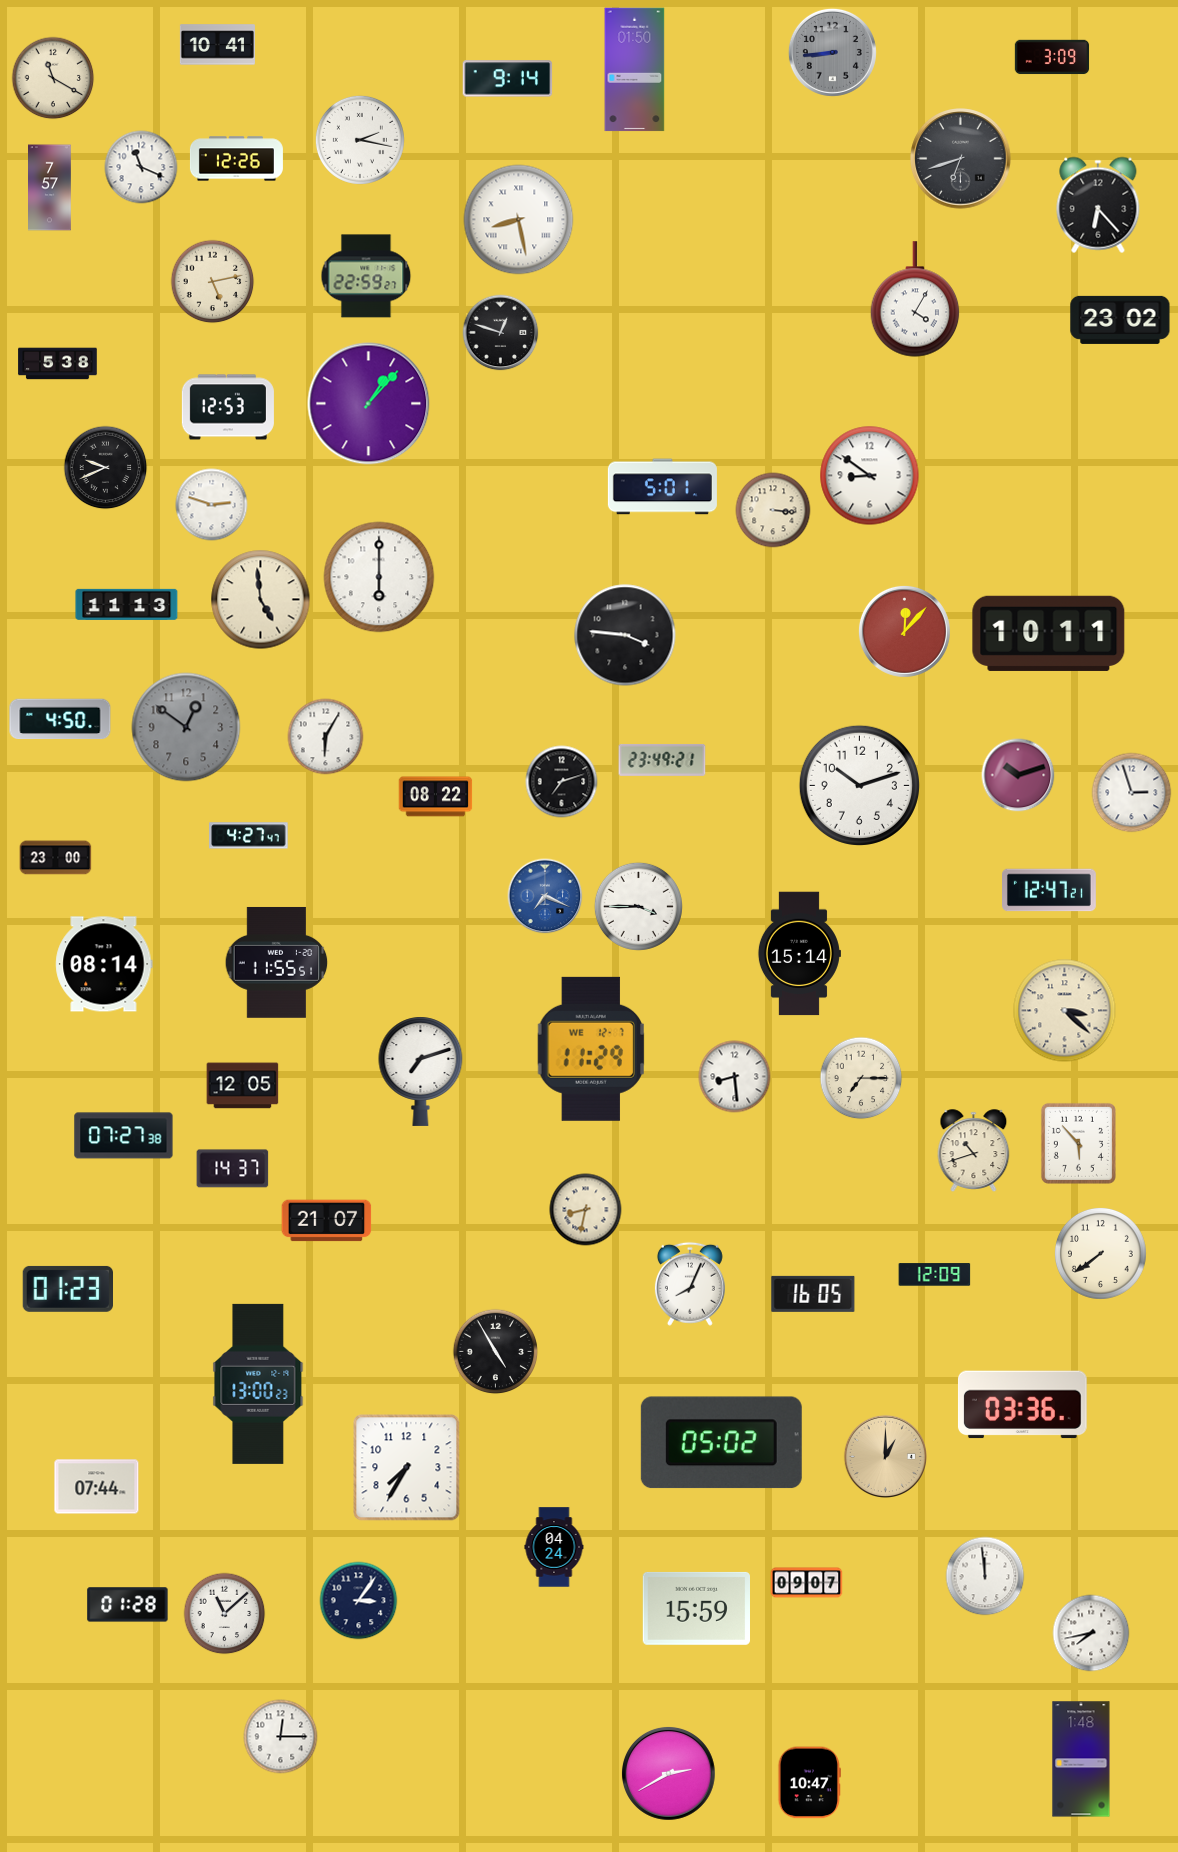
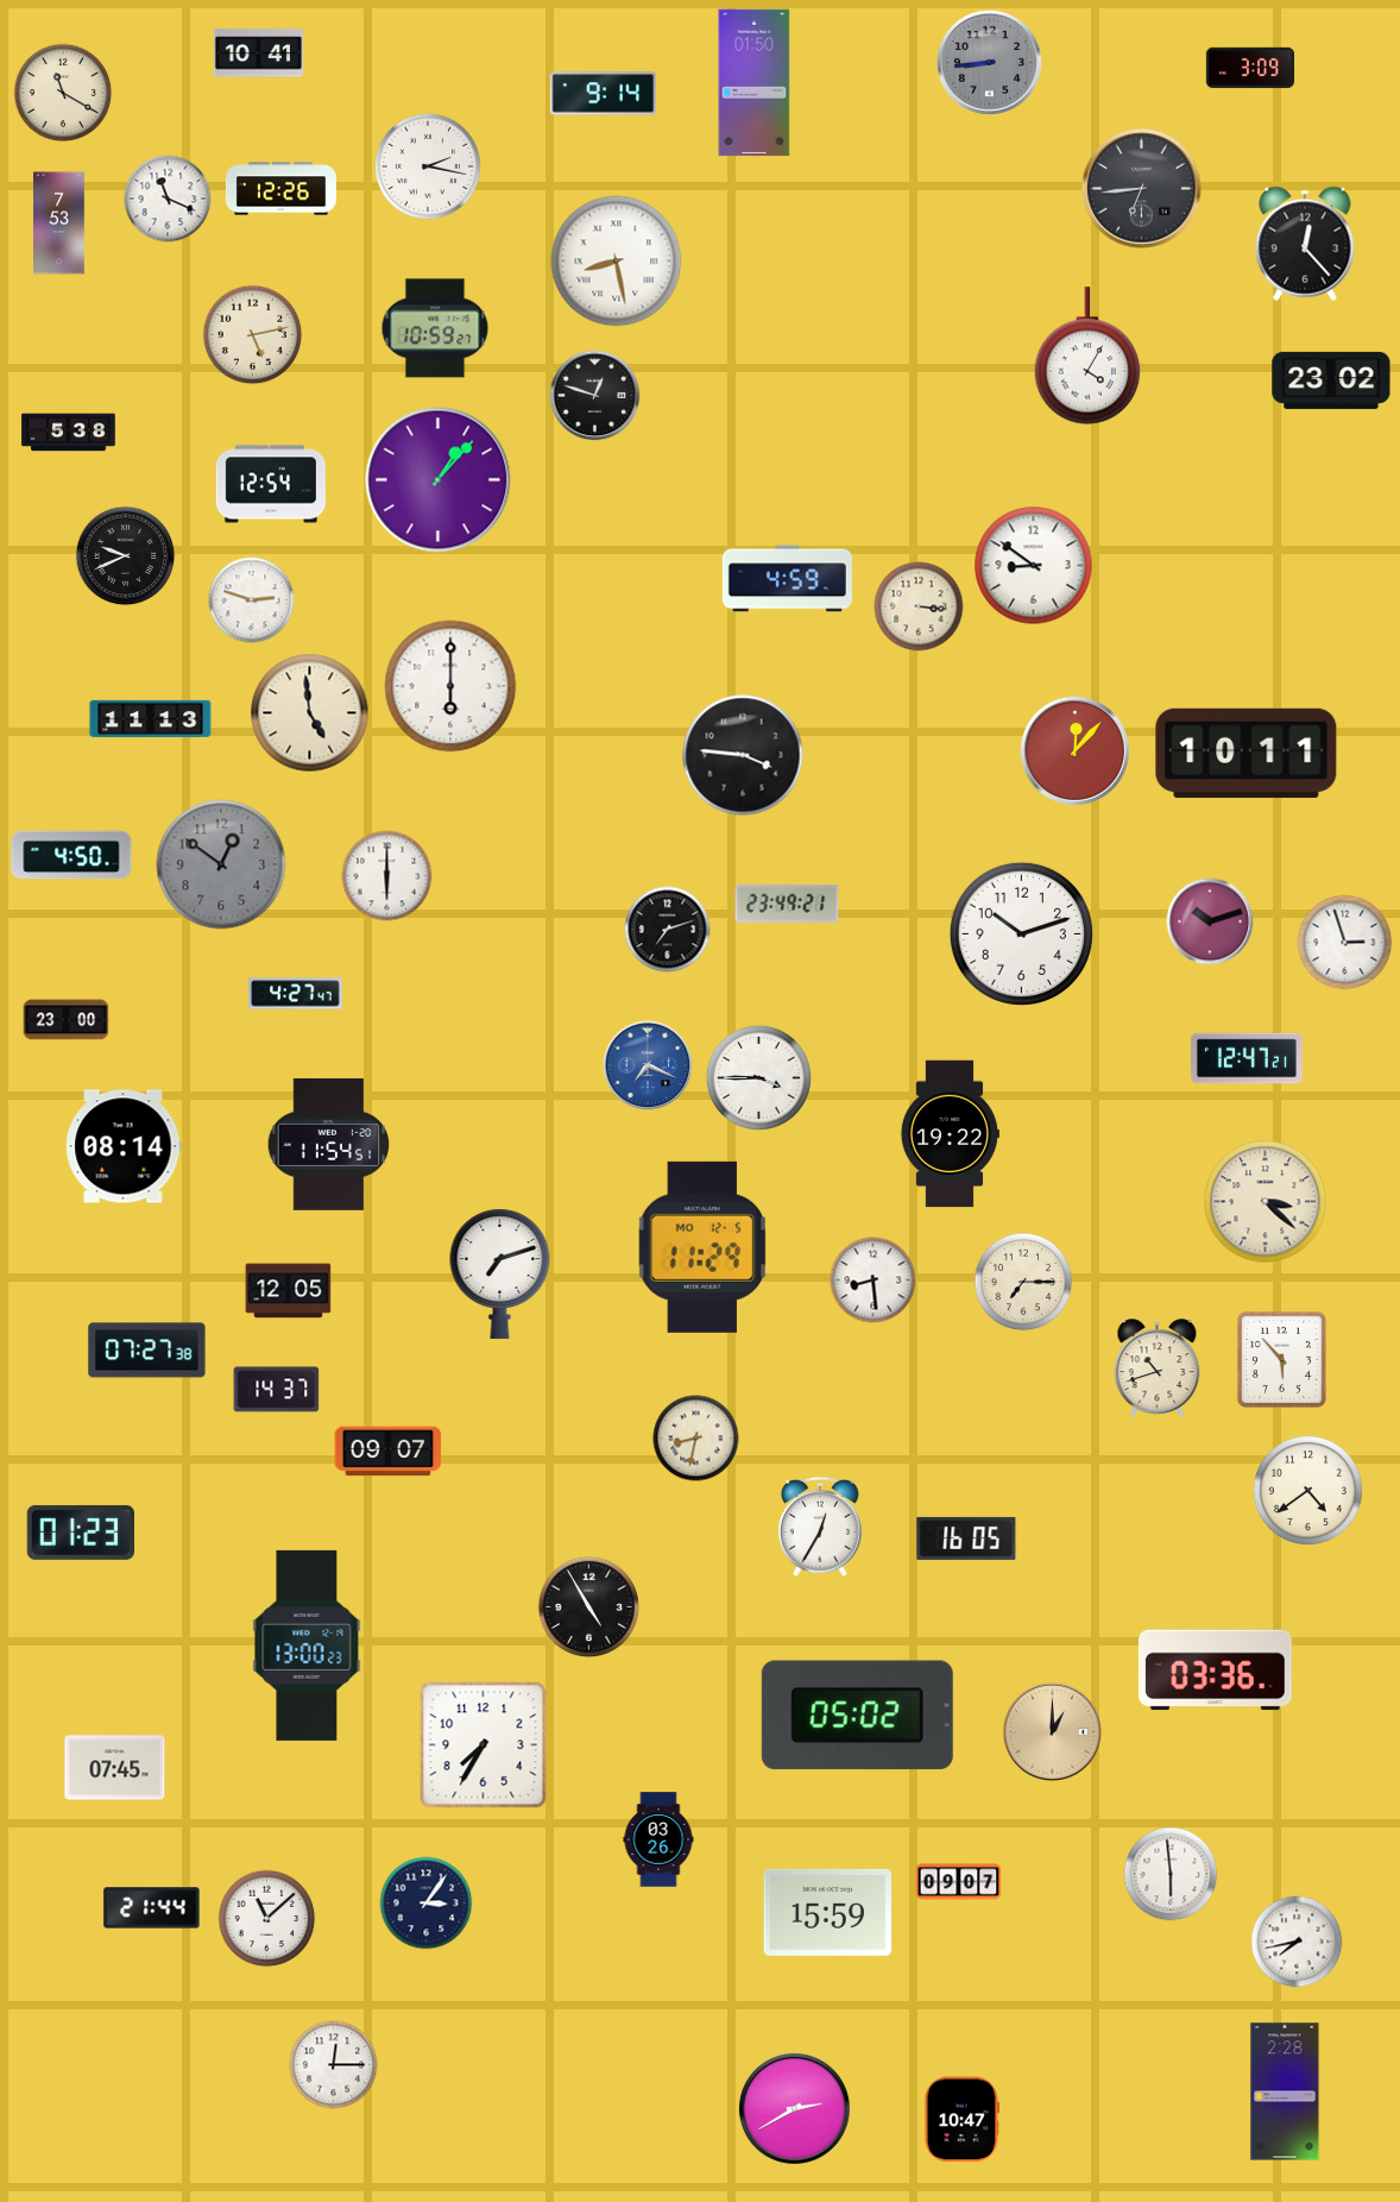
clock at (961, 159): 6:42 -> 6:44
clock at (50, 188): 7:57 -> 7:53
clock at (1098, 205): 6:23 -> 12:23
clock at (366, 276): 22:59 -> 10:59
clock at (228, 407): 12:53 -> 12:54
clock at (662, 487): 5:01 -> 4:59
clock at (326, 737): 6:05 -> 6:00
clock at (436, 797): 08:22 -> none
clock at (799, 954): 15:14 -> 19:22
clock at (277, 962): 11:55 -> 11:54
clock at (591, 1049) date: WE 12-7 -> MO 12-5
clock at (327, 1221): 21:07 -> 09:07
clock at (1100, 1253): 7:39 -> 4:39
clock at (935, 1275): 12:09 -> none
clock at (690, 1284): 8:04 -> 12:35
clock at (97, 1487): 07:44 -> 07:45
clock at (554, 1547): 04:24 -> 03:26
clock at (985, 1576): 11:59 -> 5:59
clock at (128, 1605): 01:28 -> 21:44
clock at (1081, 1759): 1:48 -> 2:28
